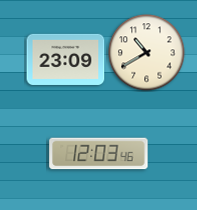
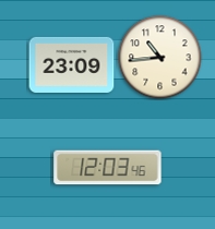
clock at (147, 53): 10:40 -> 10:44
